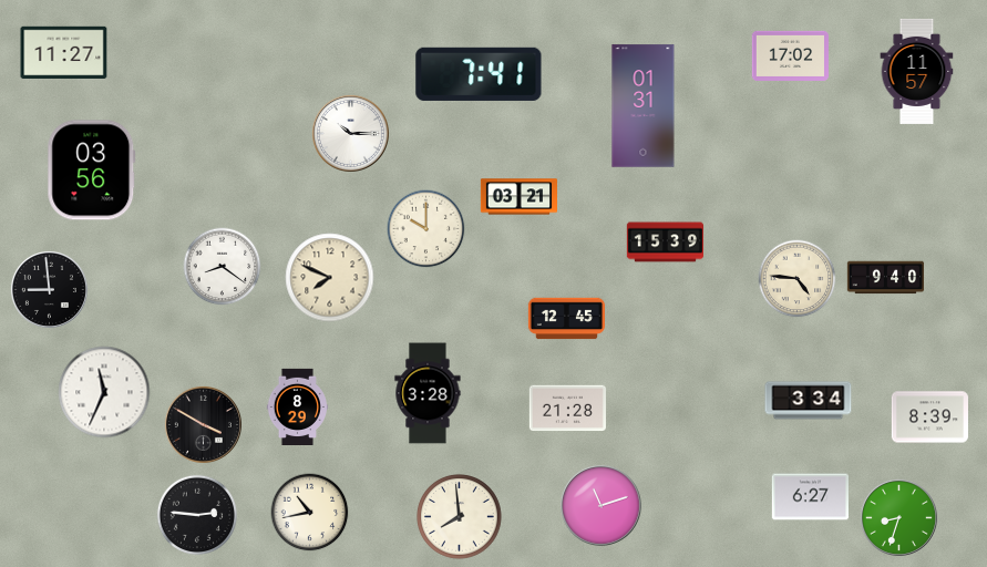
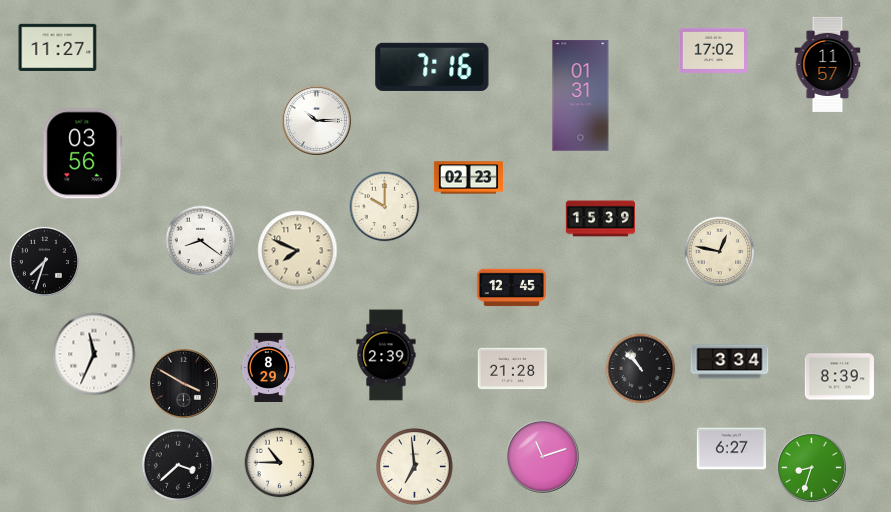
clock at (479, 74): 7:41 -> 7:16
clock at (518, 197): 03:21 -> 02:23
clock at (885, 278): 9:40 -> none
clock at (798, 279): 4:46 -> 12:47
clock at (49, 289): 8:59 -> 7:33
clock at (428, 393): 3:28 -> 2:39
clock at (641, 369): none -> 10:53
clock at (310, 513): 10:43 -> 10:45
clock at (197, 515): 2:46 -> 3:38
clock at (460, 517): 7:59 -> 6:59
